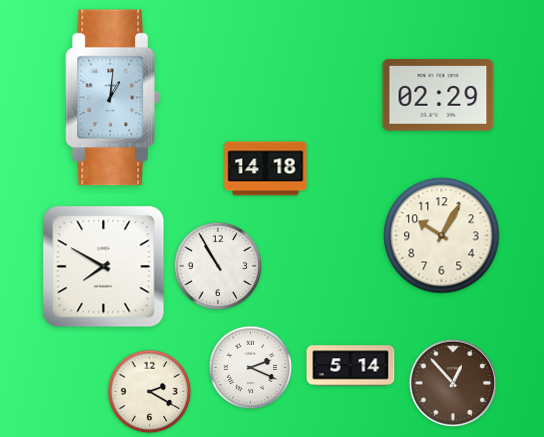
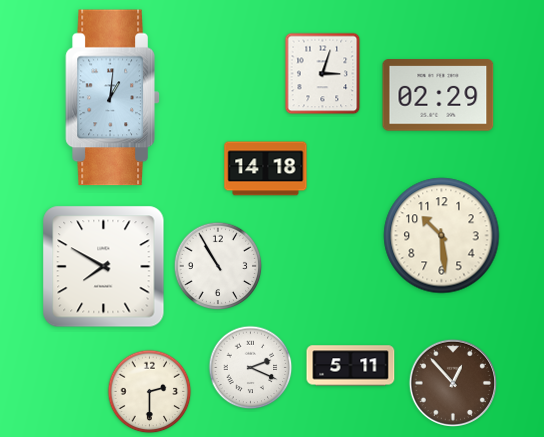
clock at (323, 74): none -> 3:03
clock at (442, 236): 10:05 -> 10:29
clock at (351, 366): 5:14 -> 5:11
clock at (150, 392): 2:20 -> 2:30
